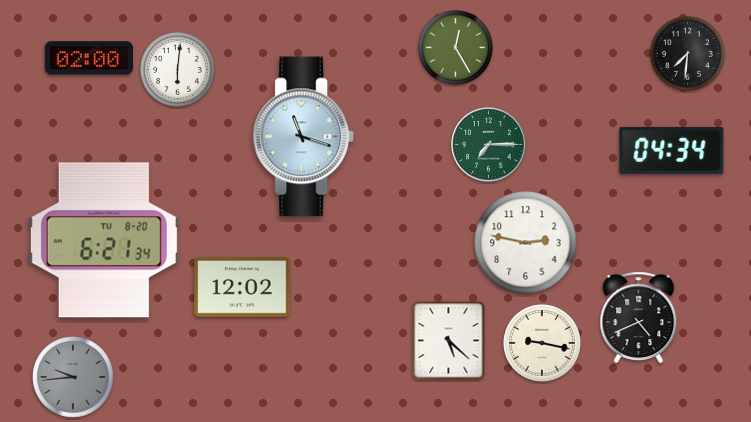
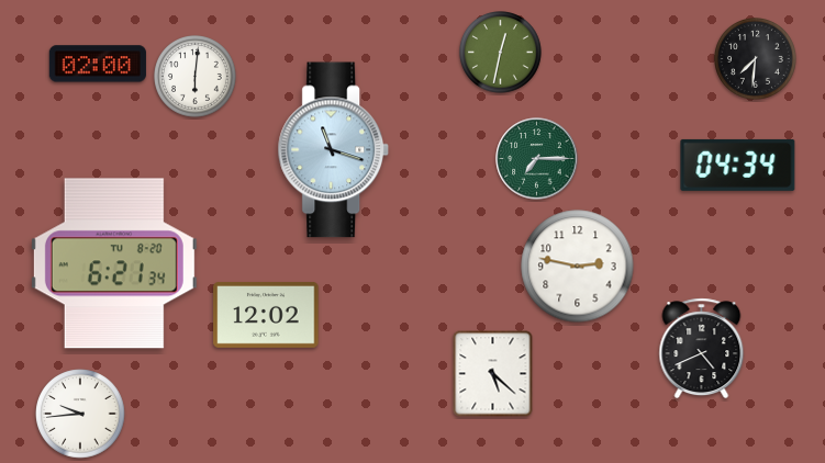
clock at (456, 48): 12:25 -> 12:32
clock at (543, 344): 9:17 -> none
clock at (73, 377) dial: grey -> white
